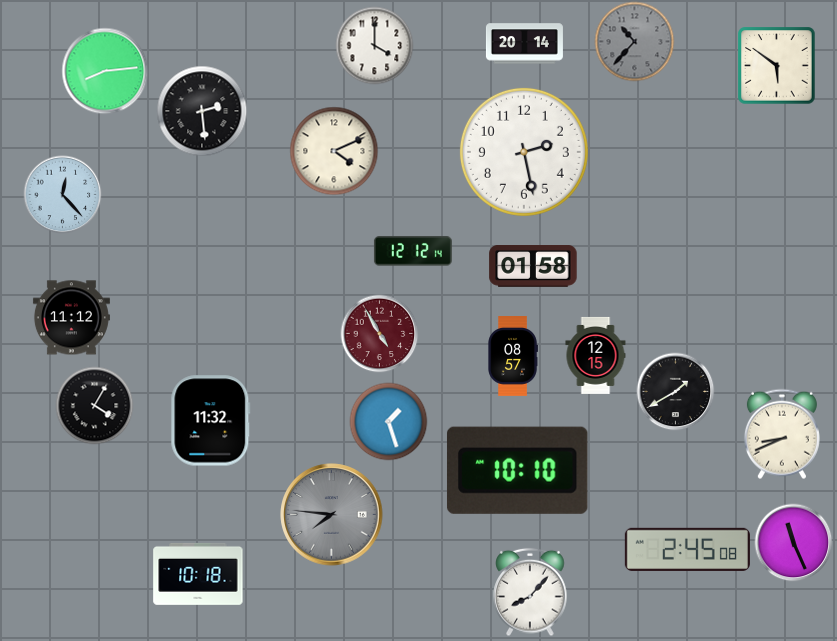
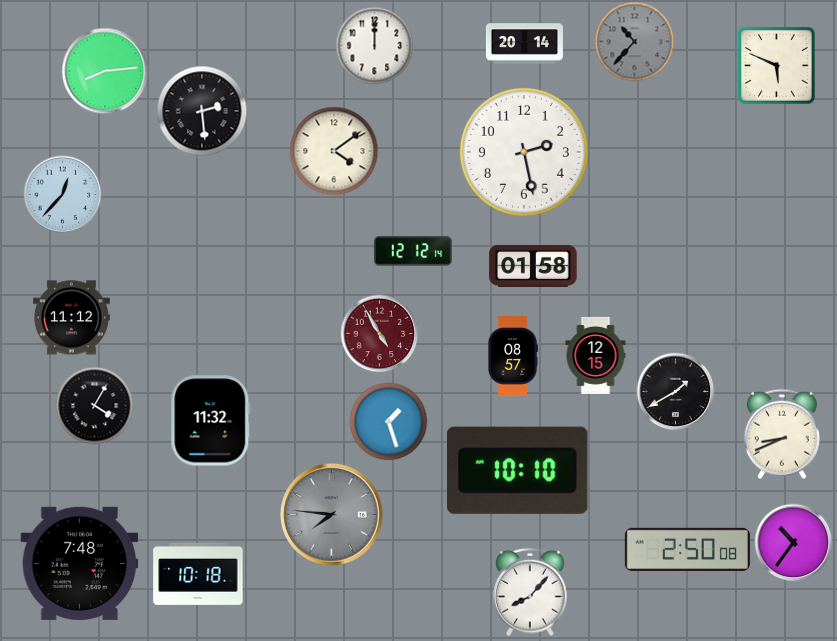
clock at (374, 45): 4:00 -> 12:00
clock at (776, 65): 5:51 -> 5:49
clock at (334, 151): 4:11 -> 4:09
clock at (62, 194): 12:23 -> 12:37
clock at (793, 542): 11:26 -> 10:36
clock at (687, 549): 2:45 -> 2:50
clock at (80, 563): none -> 7:48
